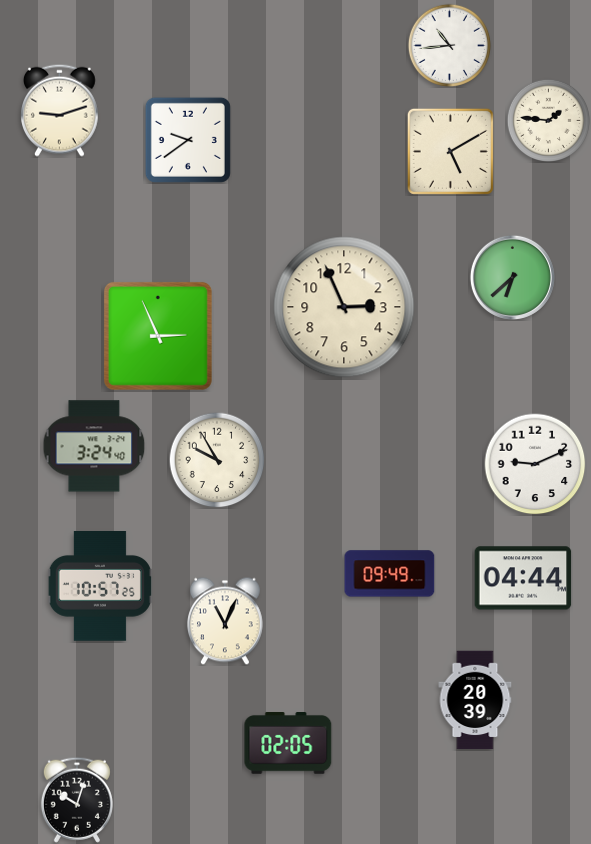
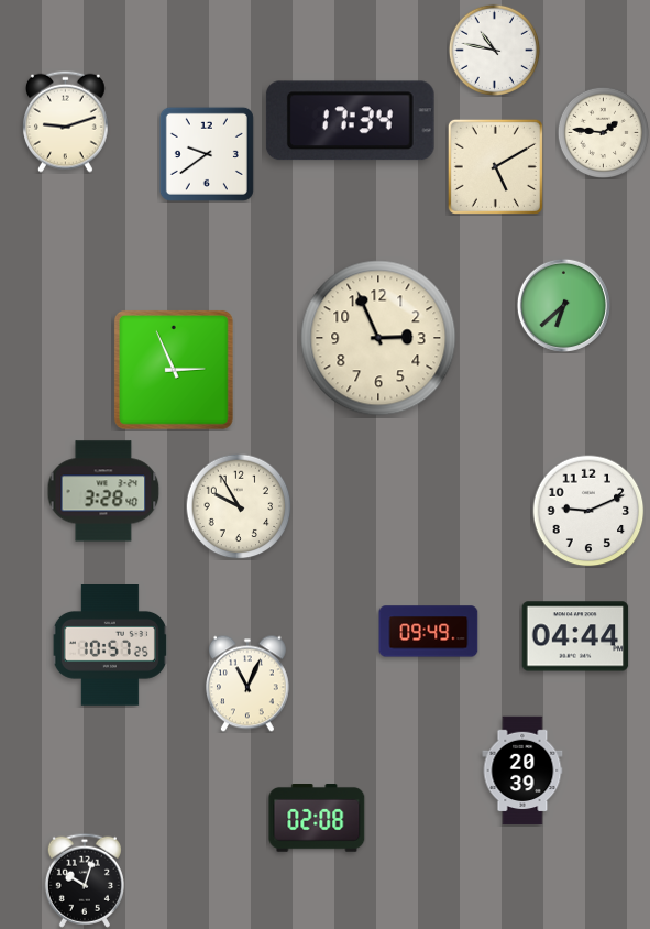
clock at (449, 45): 10:44 -> 10:47
clock at (350, 121): none -> 17:34
clock at (94, 446): 3:24 -> 3:28
clock at (288, 744): 02:05 -> 02:08
